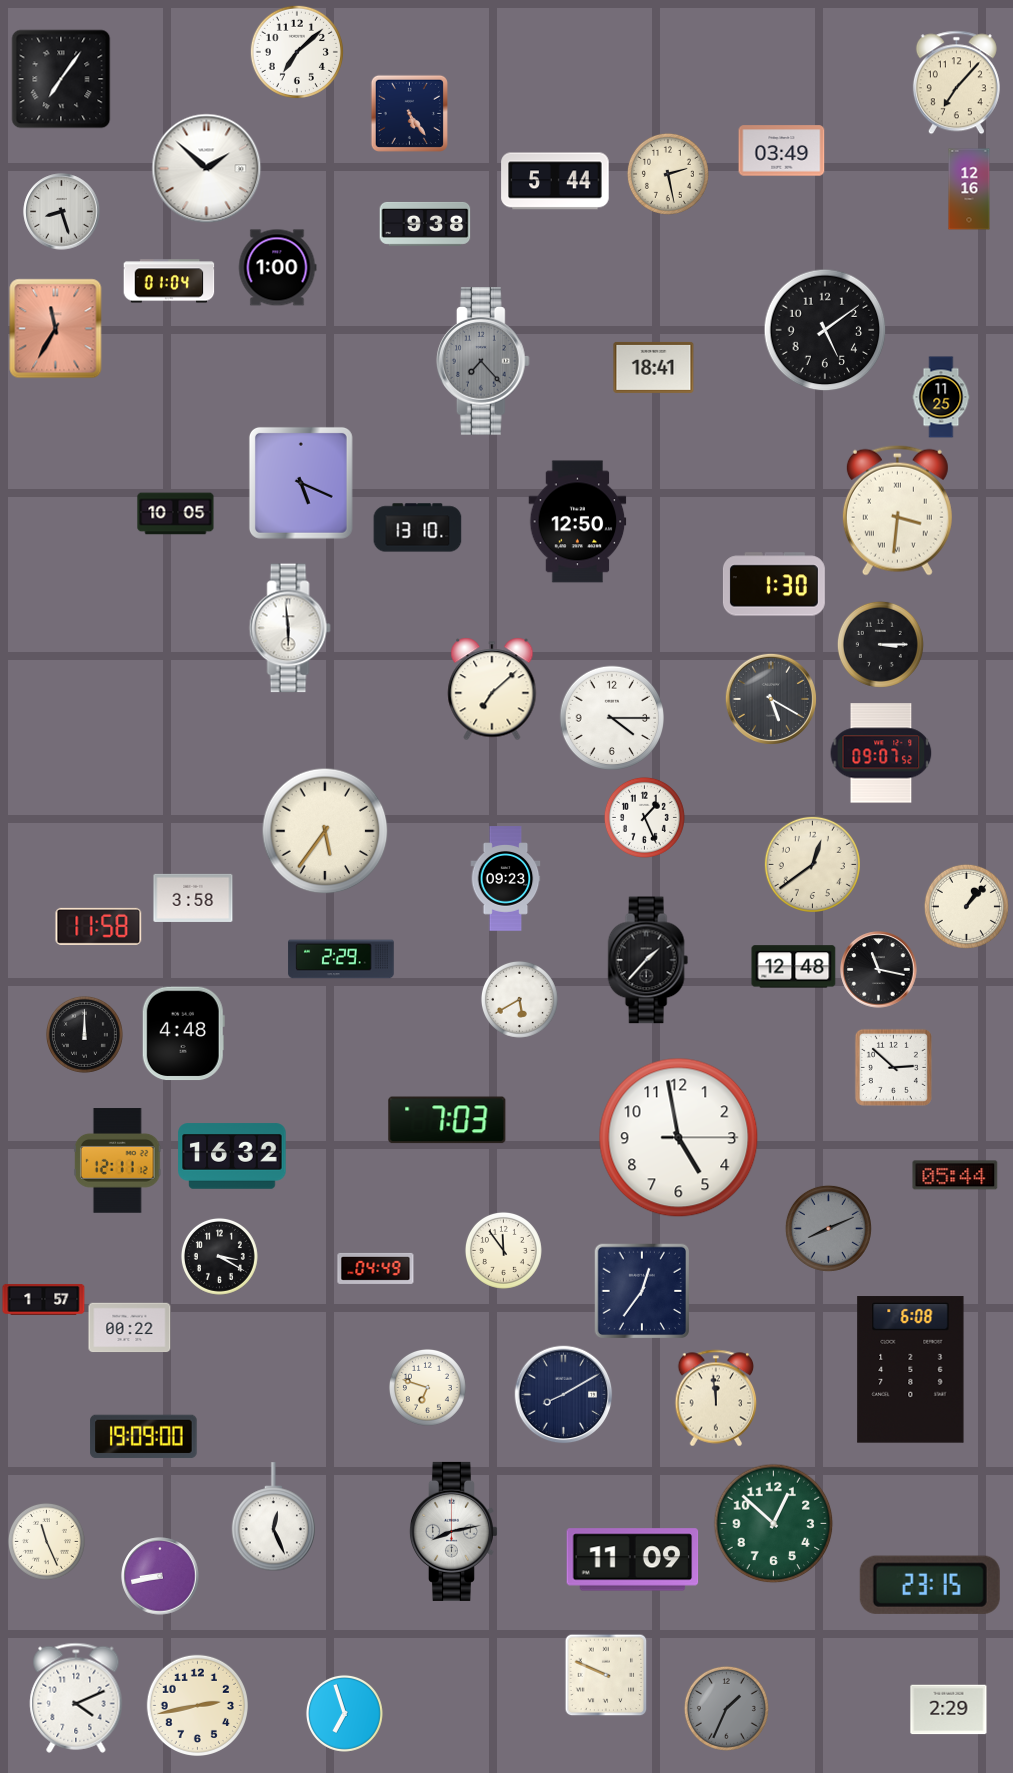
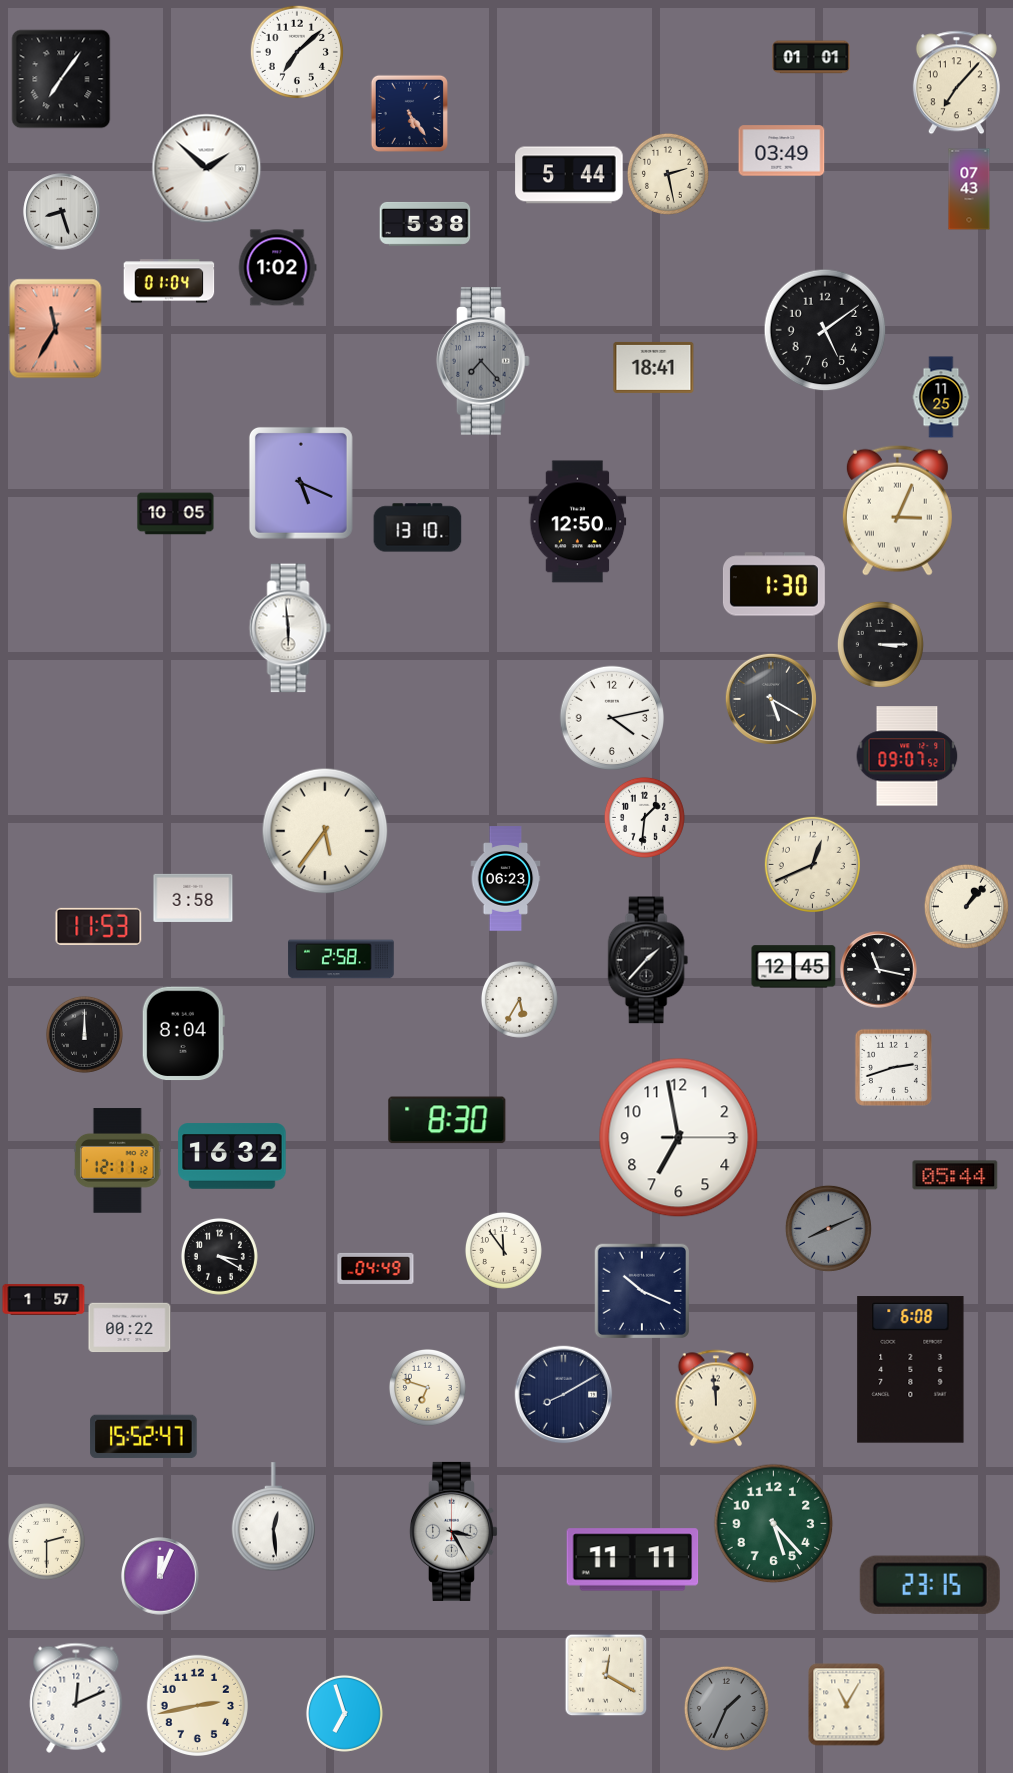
clock at (811, 57): none -> 01:01
clock at (555, 181) position: (555, 181) -> (569, 175)
clock at (969, 189): 12:16 -> 07:43
clock at (425, 224): 9:38 -> 5:38
clock at (277, 268): 1:00 -> 1:02
clock at (897, 510): 3:31 -> 3:04
clock at (492, 689): 7:08 -> none
clock at (611, 717): 4:15 -> 4:13
clock at (881, 753) position: (881, 753) -> (907, 756)
clock at (644, 817): 1:26 -> 1:31
clock at (812, 864): 12:39 -> 12:41
clock at (506, 879): 09:23 -> 06:23
clock at (99, 926): 11:58 -> 11:53
clock at (341, 959): 2:29 -> 2:58
clock at (794, 967): 12:48 -> 12:45
clock at (519, 999): 5:40 -> 5:35
clock at (183, 1034): 4:48 -> 8:04
clock at (893, 1067): 2:52 -> 2:42
clock at (447, 1120): 7:03 -> 8:30
clock at (679, 1138): 4:58 -> 6:58
clock at (641, 1290): 12:36 -> 10:19
clock at (144, 1437): 19:09 -> 15:52
clock at (273, 1517): 12:26 -> 12:29
clock at (774, 1524): 12:52 -> 5:23
clock at (453, 1531): 8:13 -> 3:25
clock at (46, 1541): 11:26 -> 2:30
clock at (633, 1560): 11:09 -> 11:11
clock at (160, 1576): 8:43 -> 12:04
clock at (606, 1675): 9:49 -> 12:20
clock at (76, 1698): 4:11 -> 12:11
clock at (847, 1705): none -> 11:05
clock at (949, 1710): 2:29 -> none
